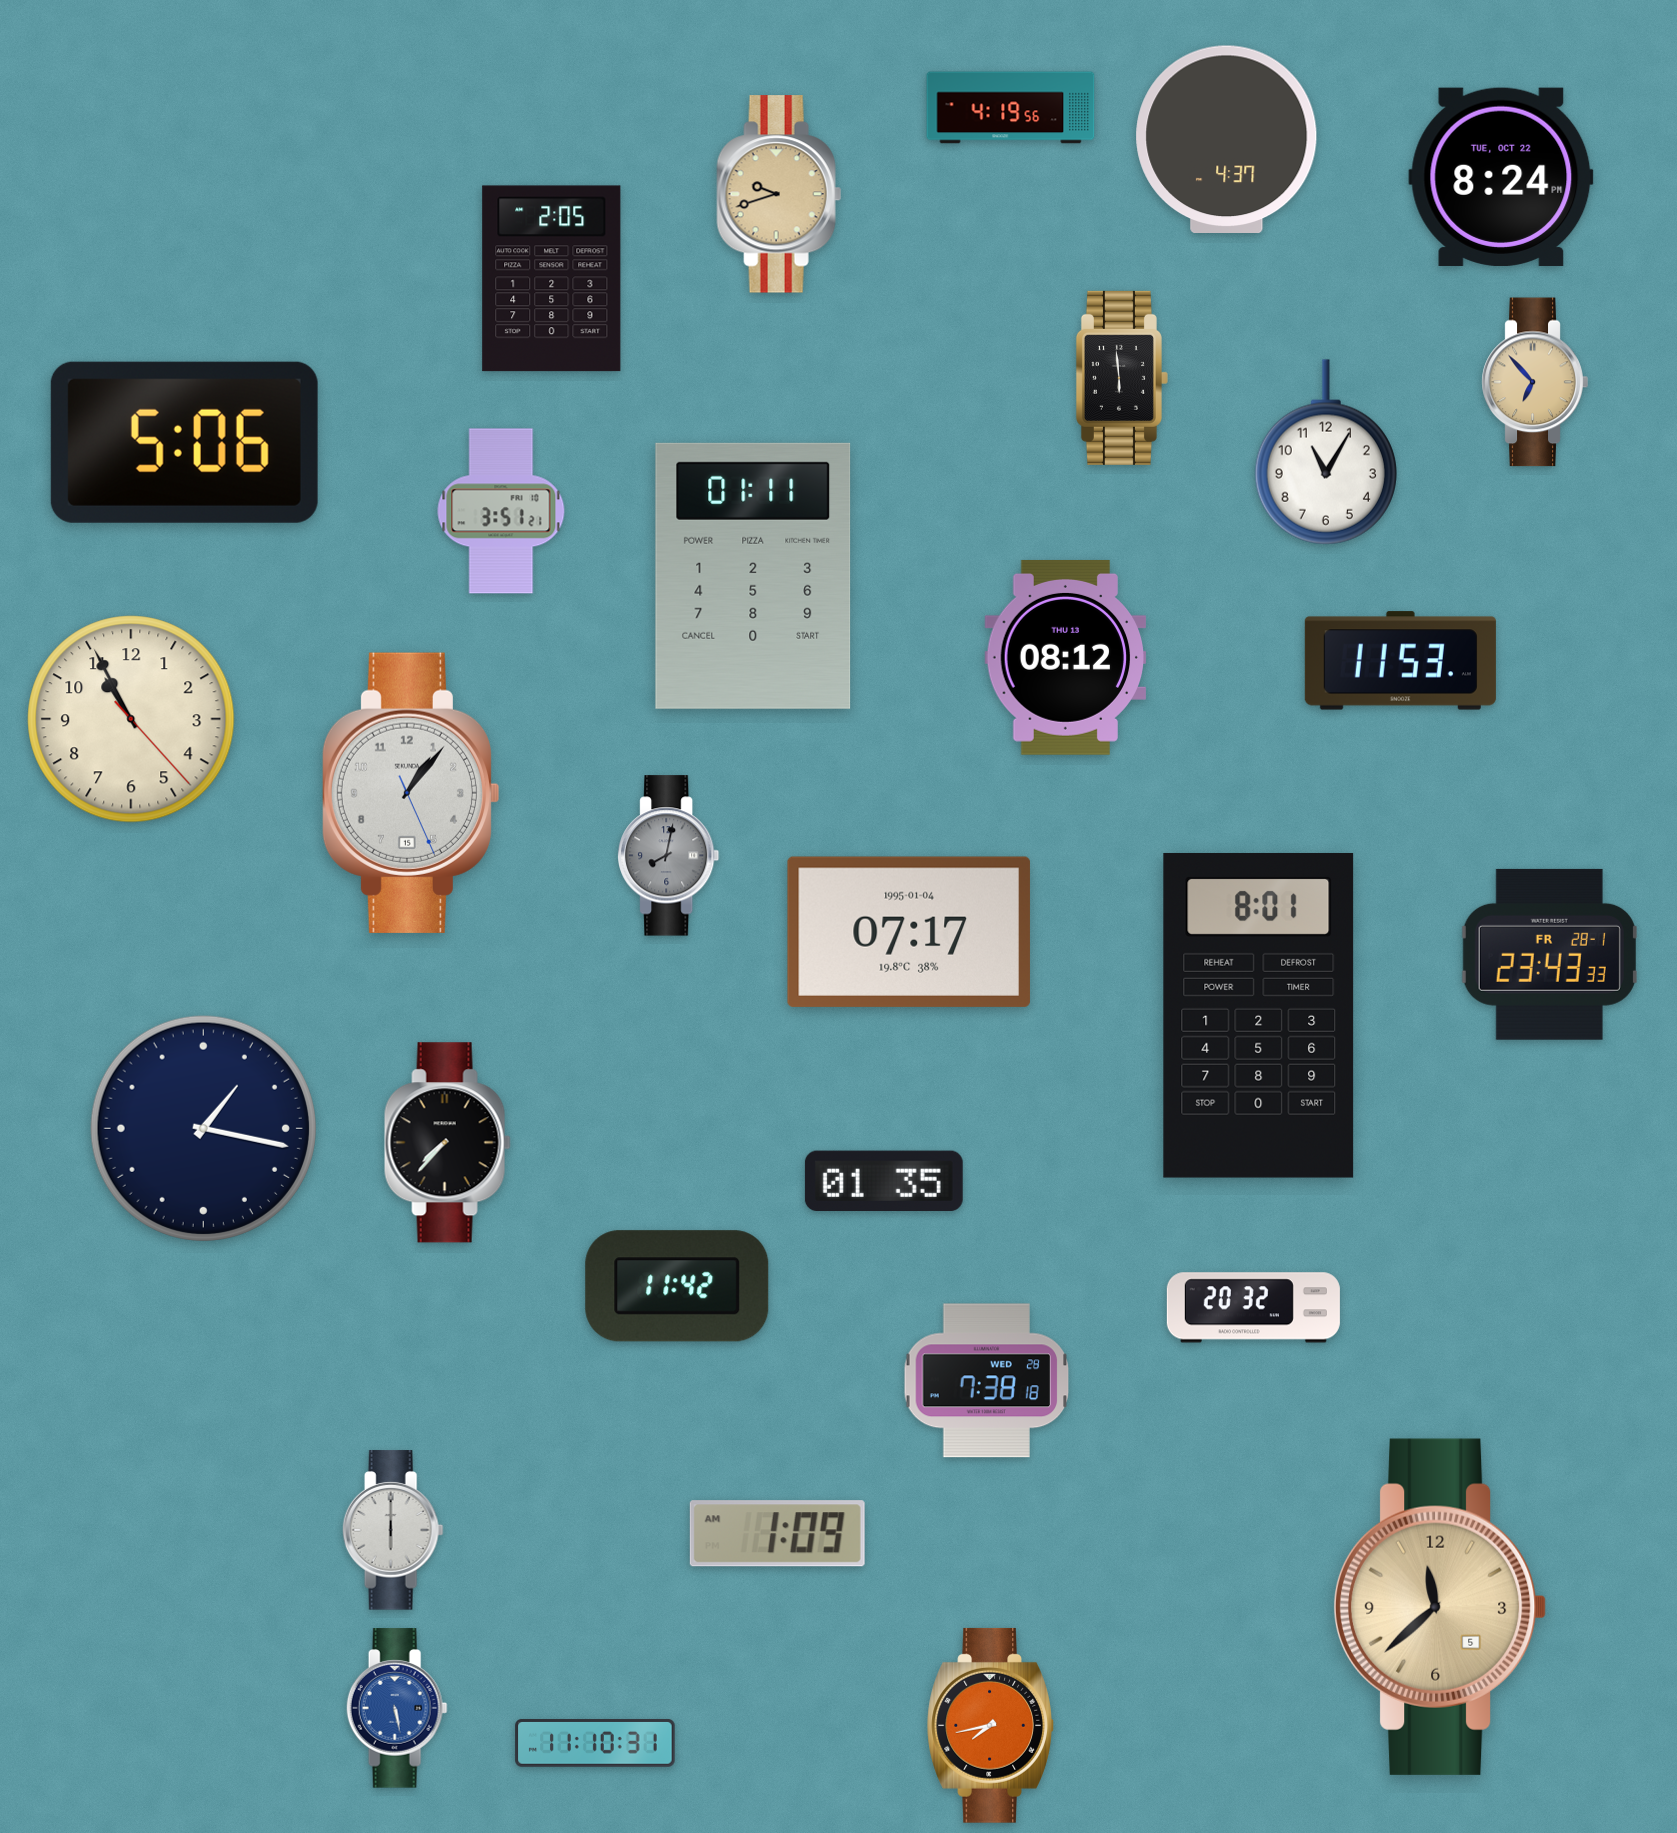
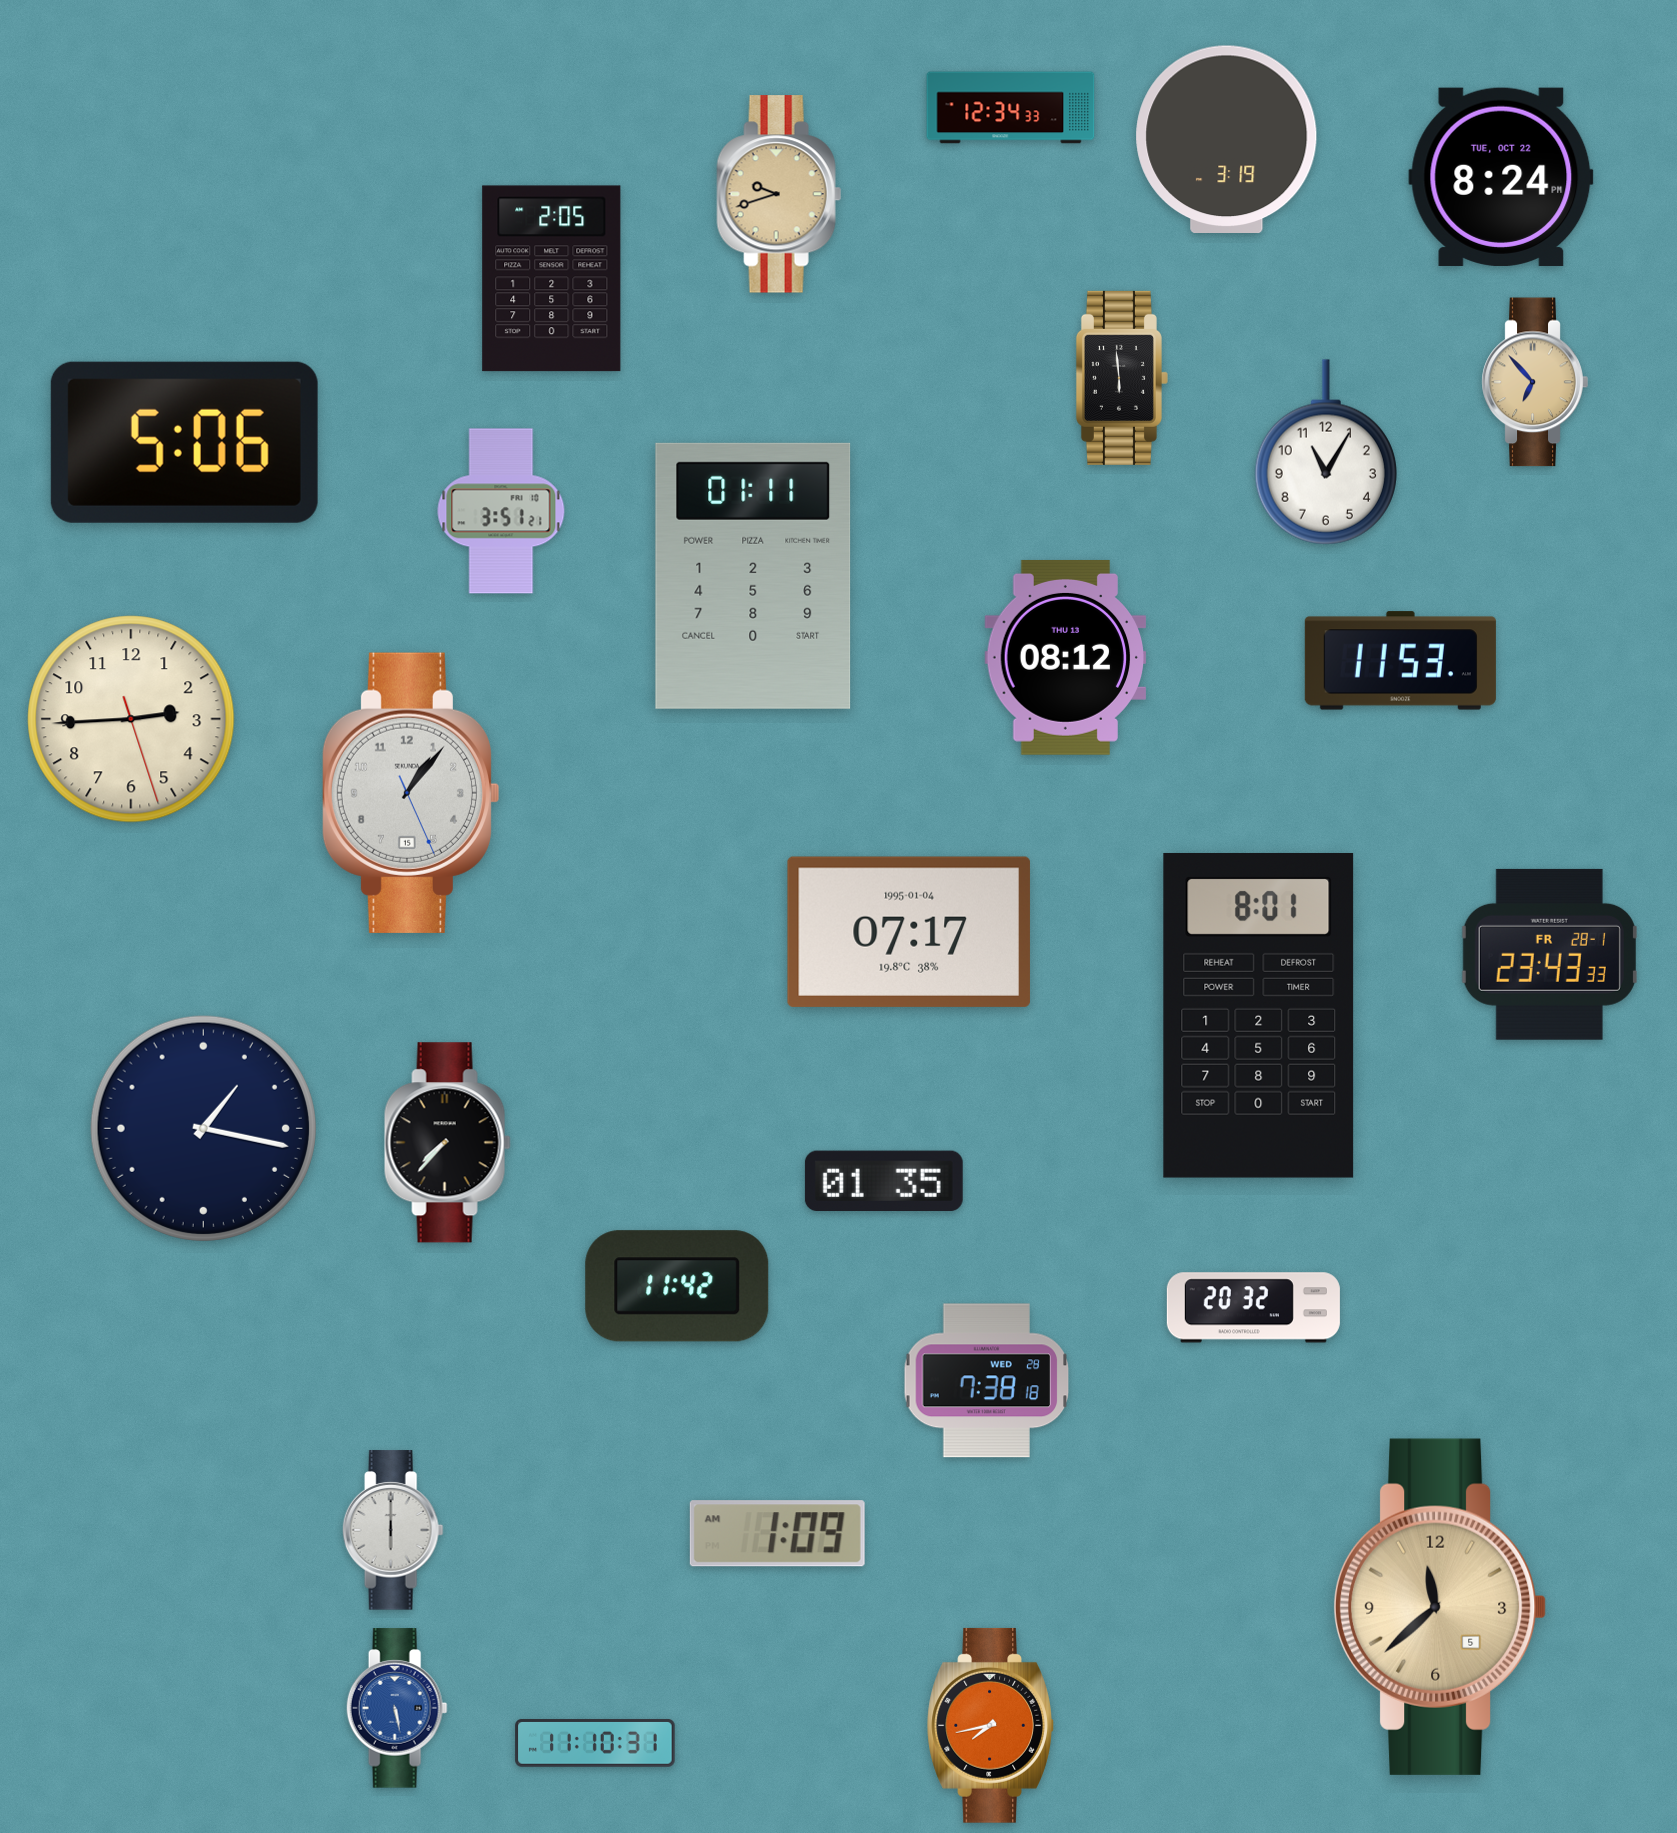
clock at (1011, 108): 4:19 -> 12:34
clock at (1227, 139): 4:37 -> 3:19
clock at (131, 719): 10:55 -> 2:44
clock at (669, 856): 8:02 -> none
